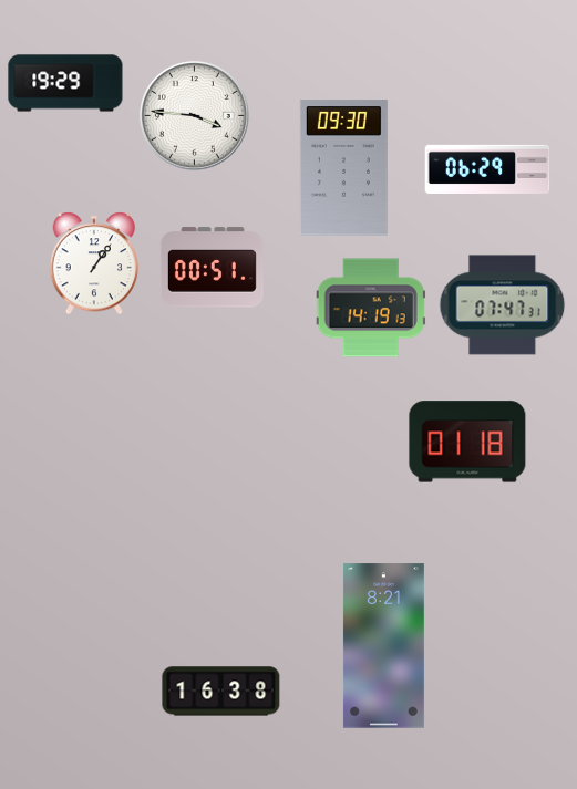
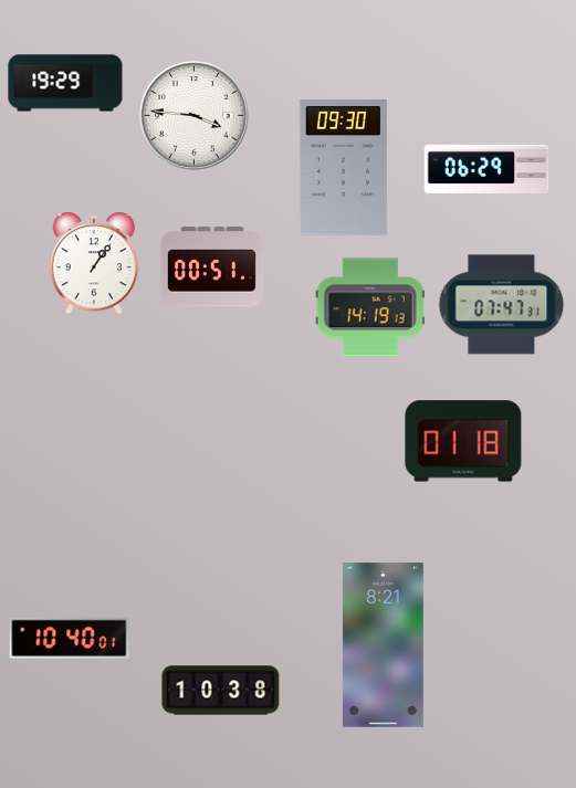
clock at (467, 442) position: (467, 442) -> (463, 441)
clock at (70, 638): none -> 10:40
clock at (221, 692): 16:38 -> 10:38
